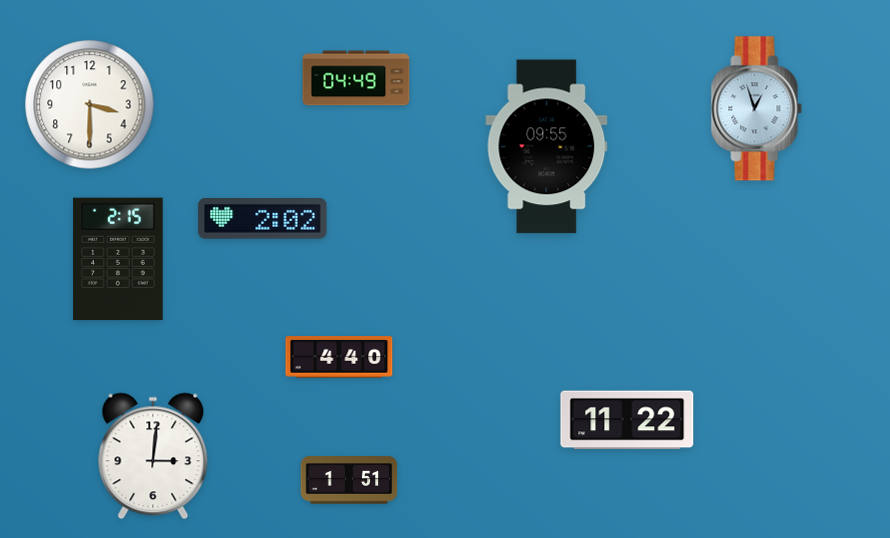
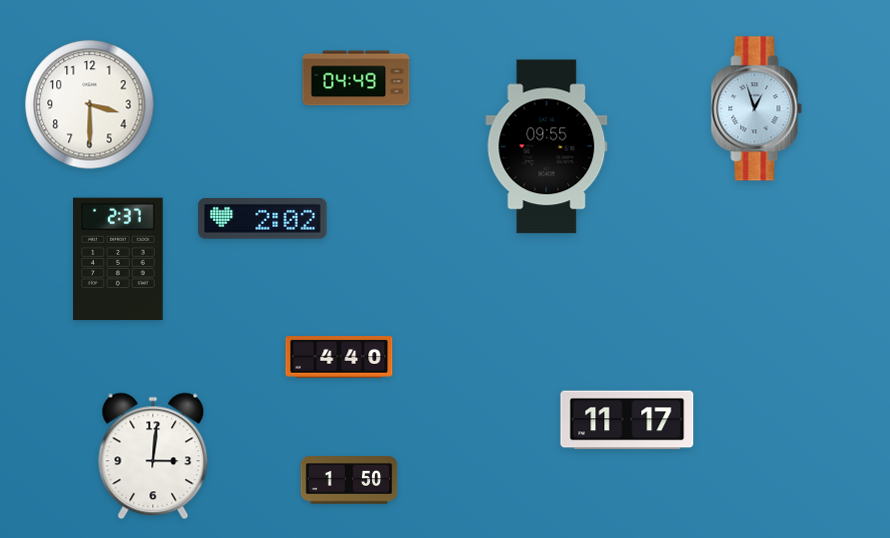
clock at (118, 259): 2:15 -> 2:37
clock at (627, 420): 11:22 -> 11:17
clock at (349, 480): 1:51 -> 1:50
